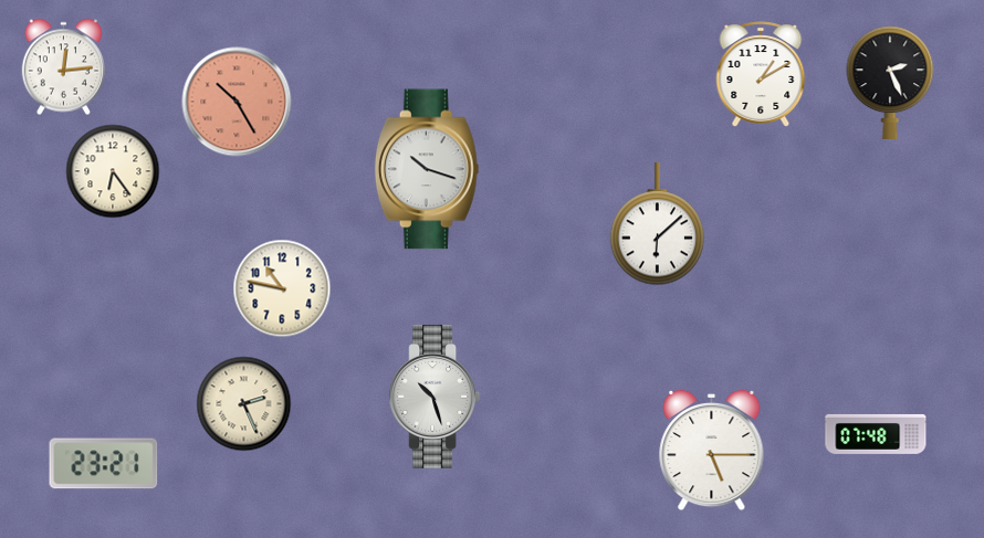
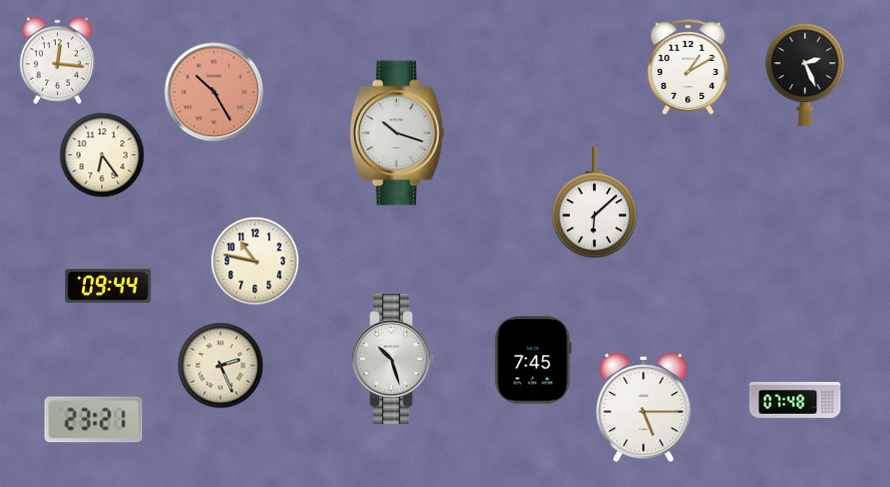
clock at (63, 67): 12:14 -> 12:16
clock at (427, 169) position: (427, 169) -> (397, 133)
clock at (108, 286): none -> 09:44
clock at (533, 360): none -> 7:45
clock at (876, 434) position: (876, 434) -> (795, 400)
